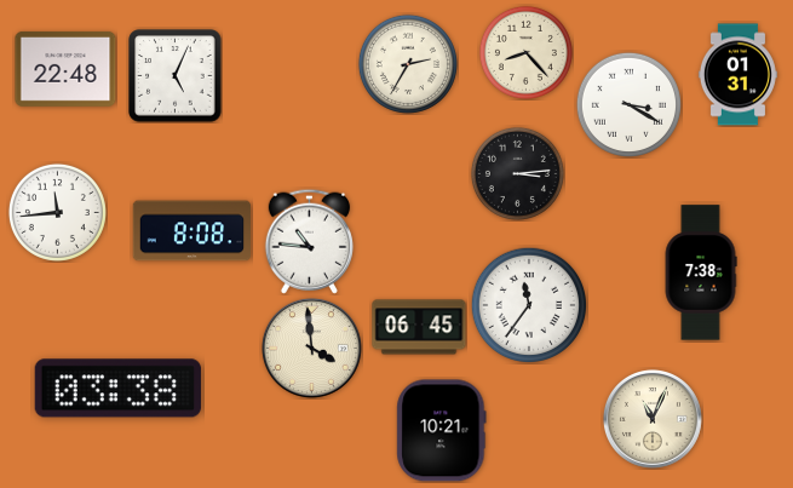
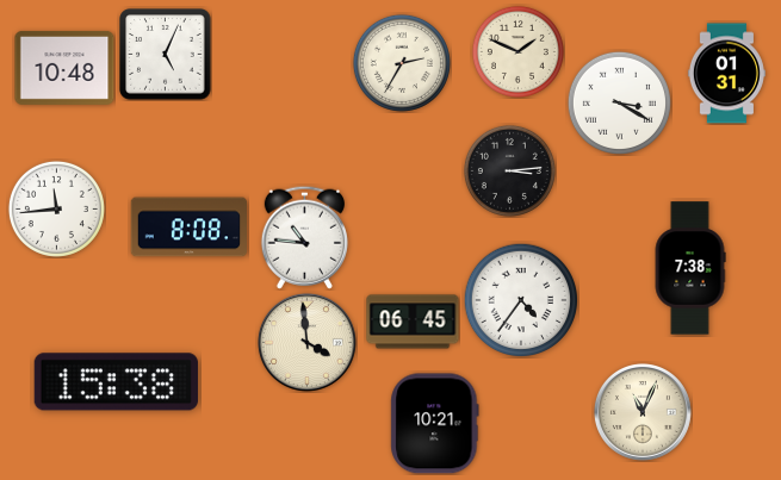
clock at (525, 52): 8:23 -> 1:49
clock at (65, 69): 22:48 -> 10:48
clock at (176, 76) position: (176, 76) -> (166, 55)
clock at (528, 304): 11:36 -> 4:36
clock at (117, 389): 03:38 -> 15:38
